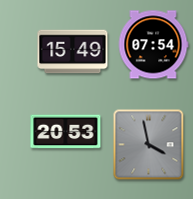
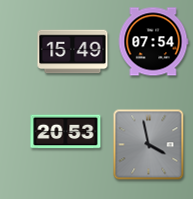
clock at (153, 45) position: (153, 45) -> (153, 42)
